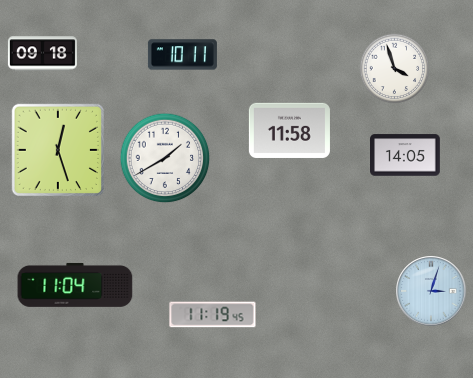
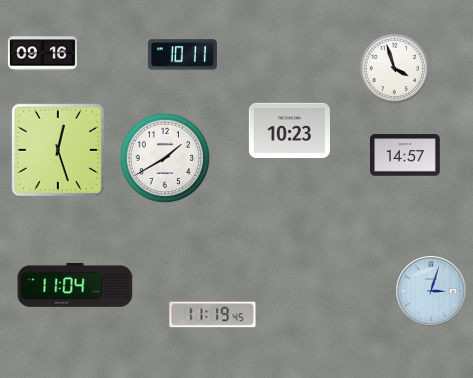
clock at (42, 54): 09:18 -> 09:16
clock at (289, 130): 11:58 -> 10:23
clock at (406, 155): 14:05 -> 14:57
